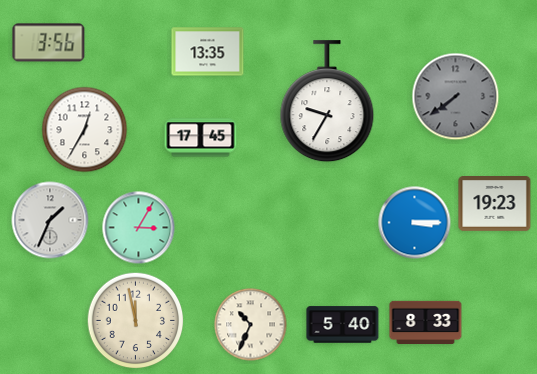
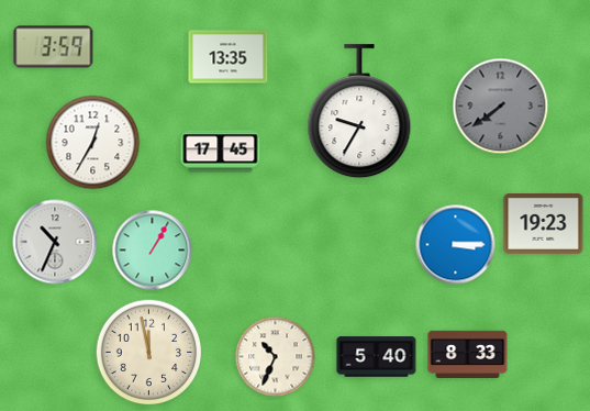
clock at (49, 43): 3:56 -> 3:59
clock at (50, 220): 1:34 -> 10:34
clock at (139, 228): 3:05 -> 1:05
